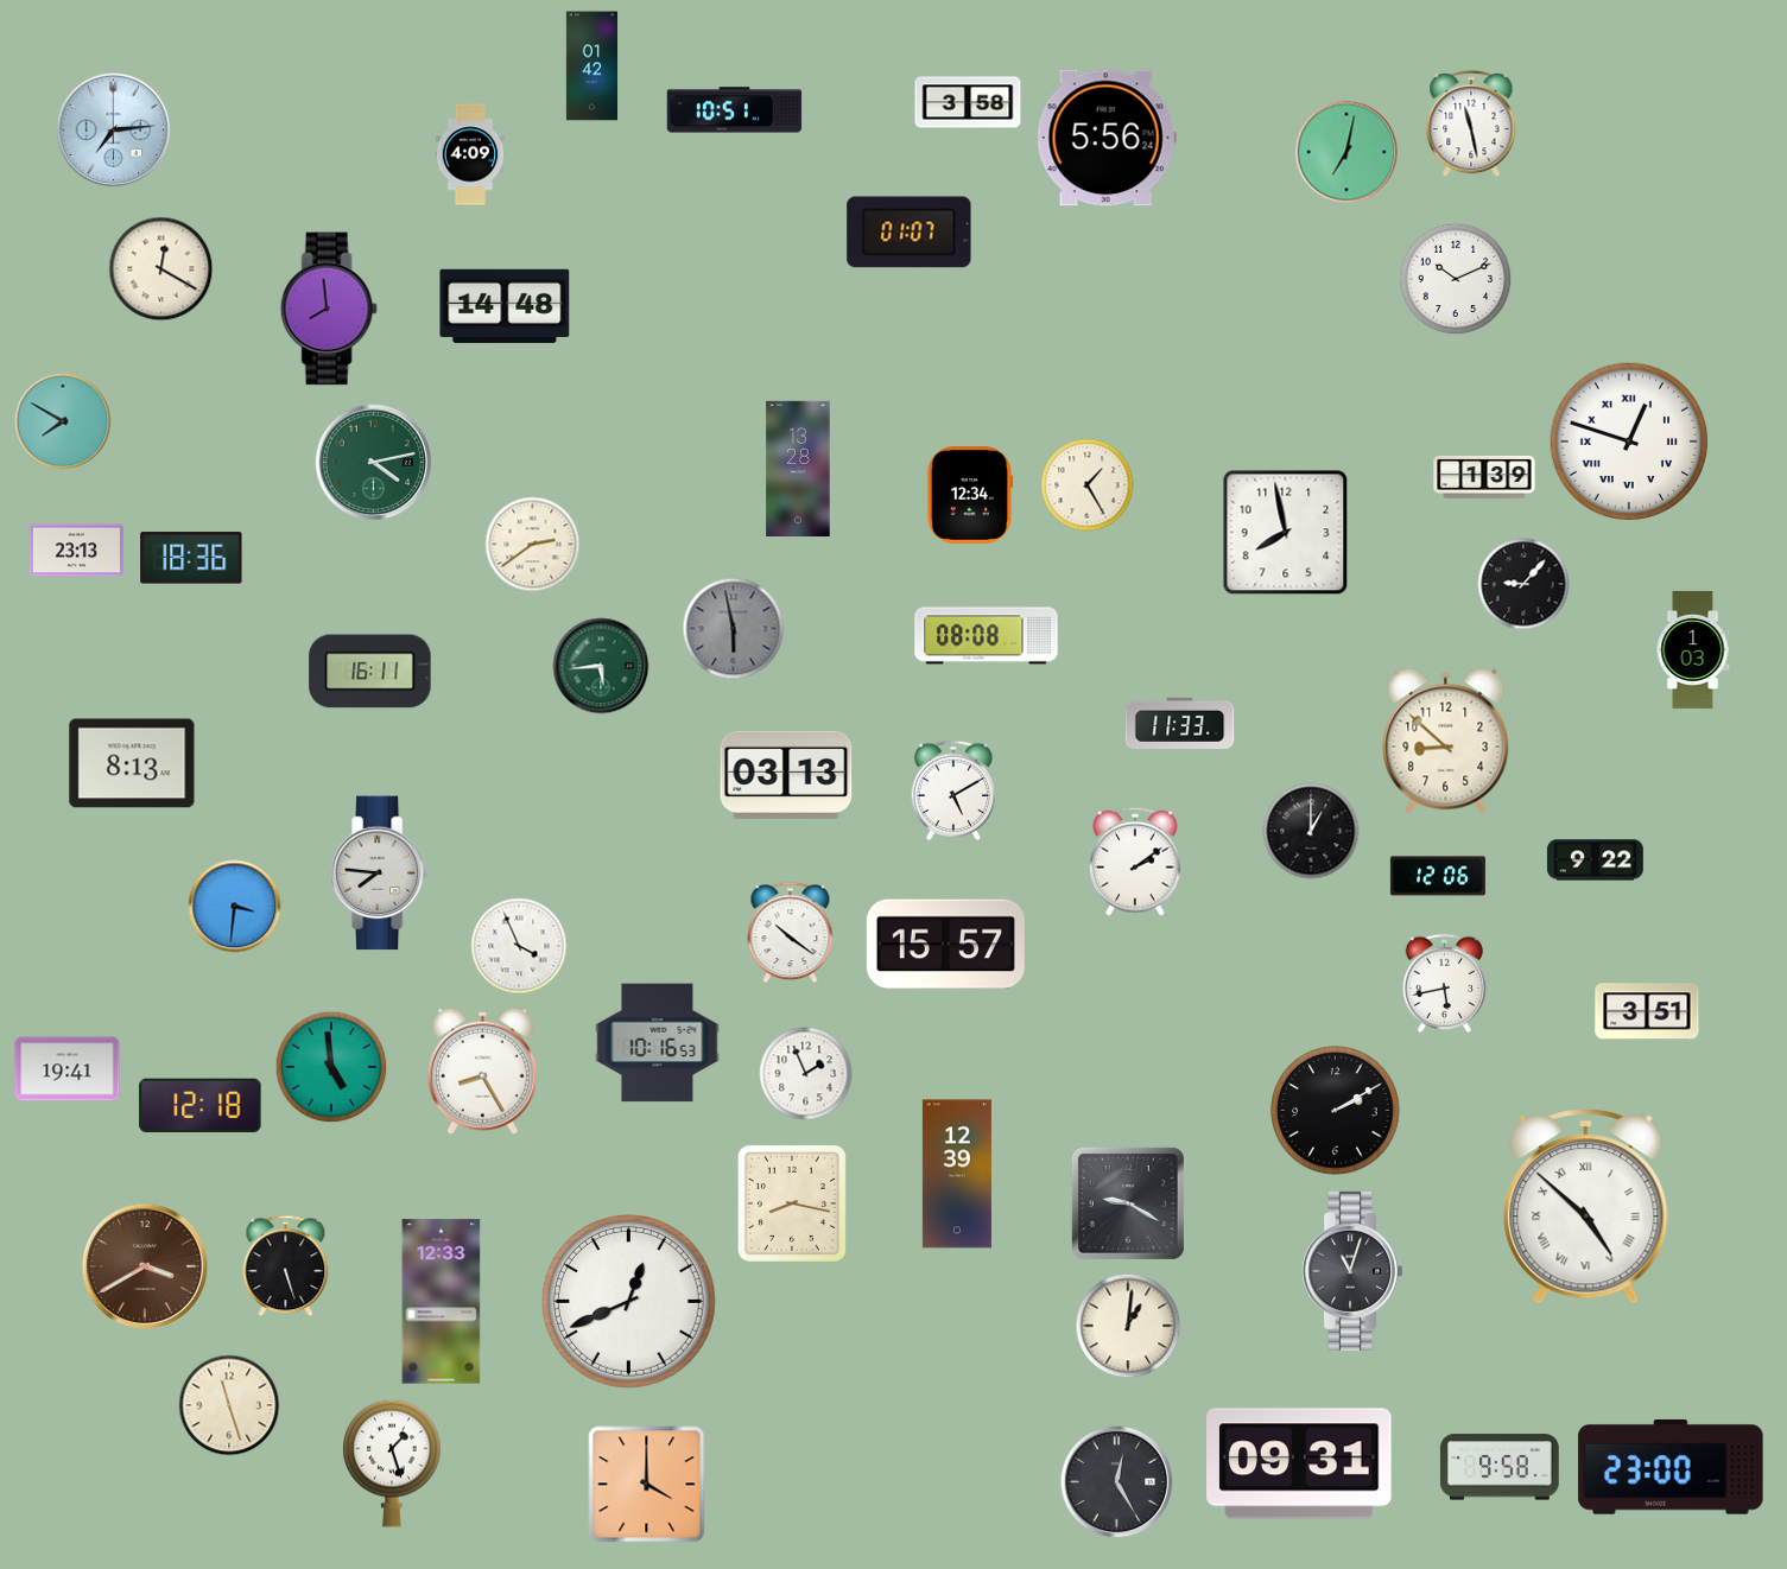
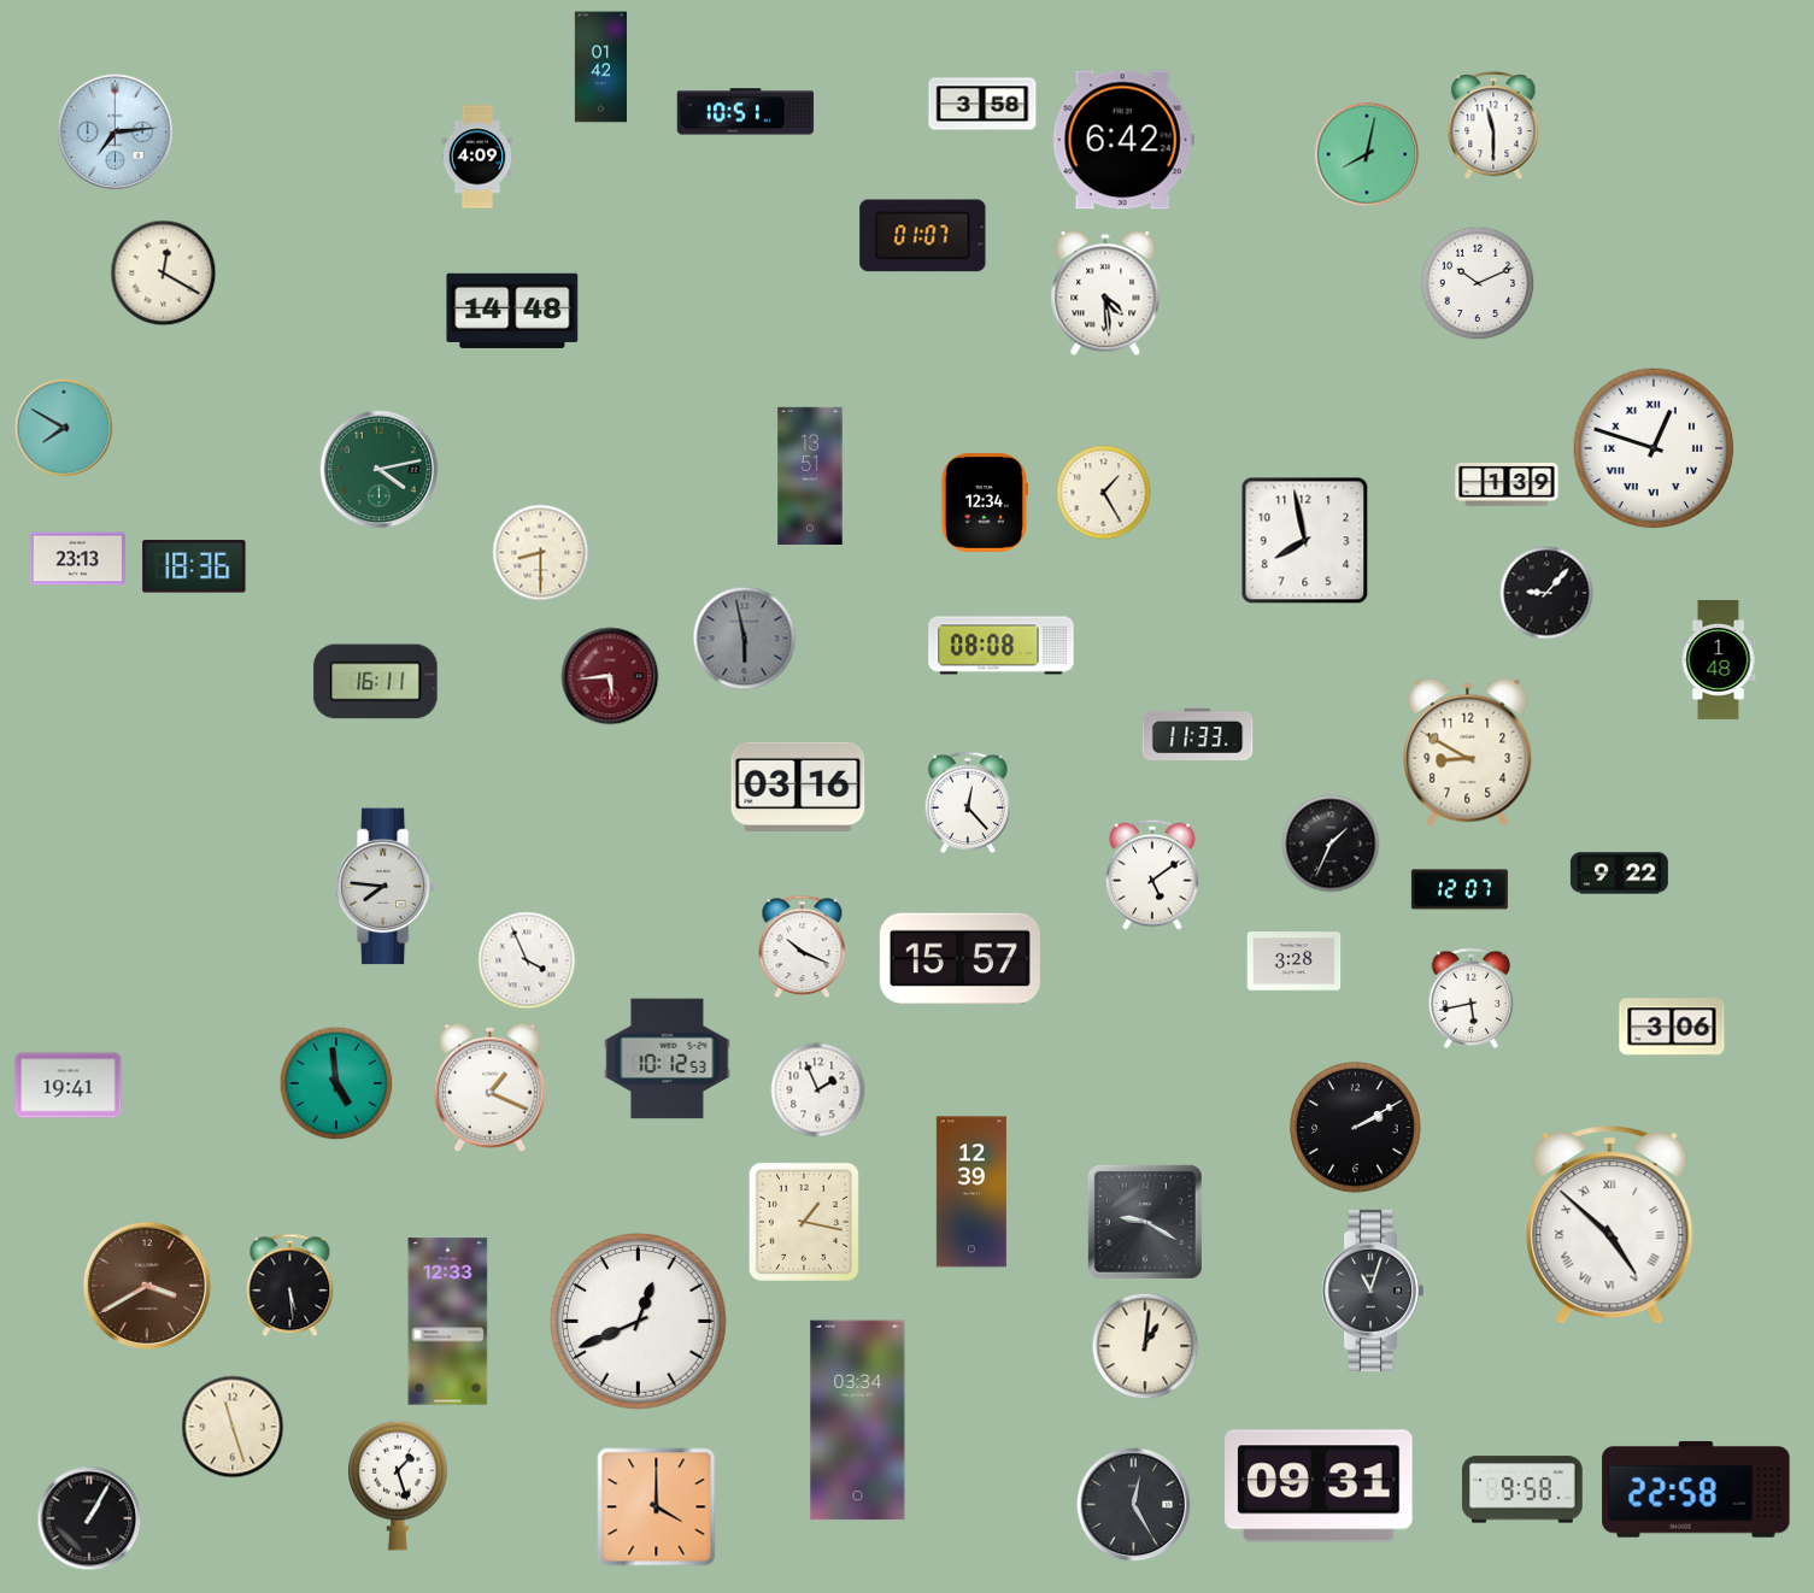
clock at (1471, 125): 11:28 -> 11:30
clock at (1107, 138): 5:56 -> 6:42
clock at (1346, 152): 7:02 -> 8:02
clock at (1105, 294): none -> 4:29
clock at (329, 309): 7:59 -> none
clock at (798, 468): 13:28 -> 13:51
clock at (533, 545): 2:39 -> 8:30
clock at (1693, 649): 1:03 -> 1:48
clock at (601, 666) dial: green -> burgundy
clock at (1446, 741): 8:52 -> 8:50
clock at (132, 763): 8:13 -> none
clock at (786, 775): 03:13 -> 03:16
clock at (953, 790): 5:10 -> 12:23
clock at (1311, 831): 1:00 -> 1:34
clock at (1136, 862): 2:09 -> 5:09
clock at (1438, 876): 12:06 -> 12:07
clock at (235, 907): 3:31 -> none
clock at (791, 933): 10:21 -> 10:19
clock at (1295, 962): none -> 3:28
clock at (1445, 983) position: (1445, 983) -> (1472, 998)
clock at (1647, 1011): 3:51 -> 3:06
clock at (658, 1043): 10:16 -> 10:12
clock at (482, 1071): 8:25 -> 1:19
clock at (201, 1106): 12:18 -> none
clock at (792, 1203): 8:17 -> 1:17
clock at (286, 1266): 5:27 -> 5:29
clock at (858, 1421): none -> 03:34
clock at (1671, 1467): 23:00 -> 22:58
clock at (89, 1518): none -> 1:05
